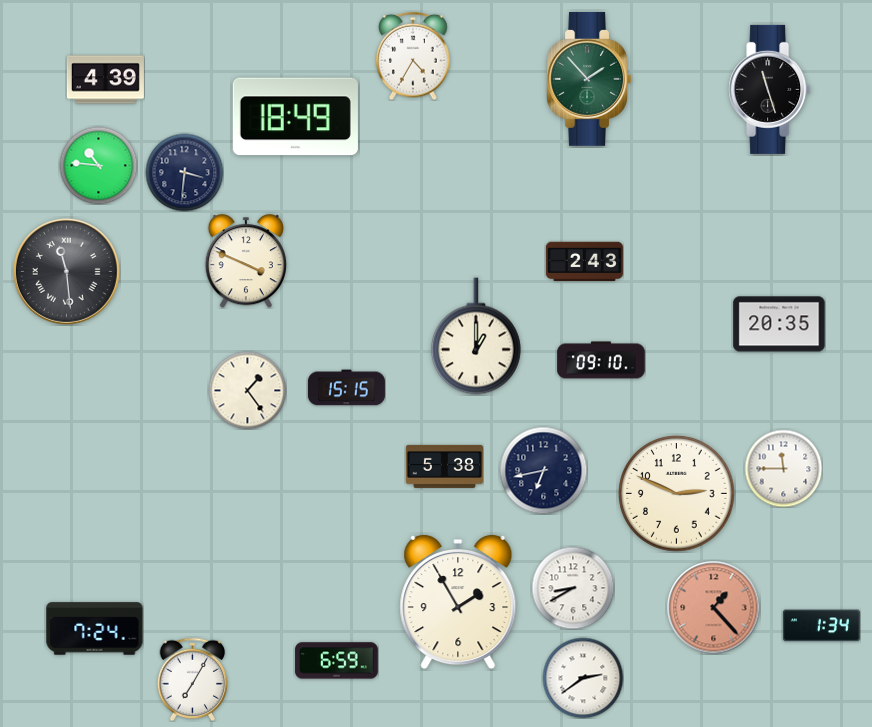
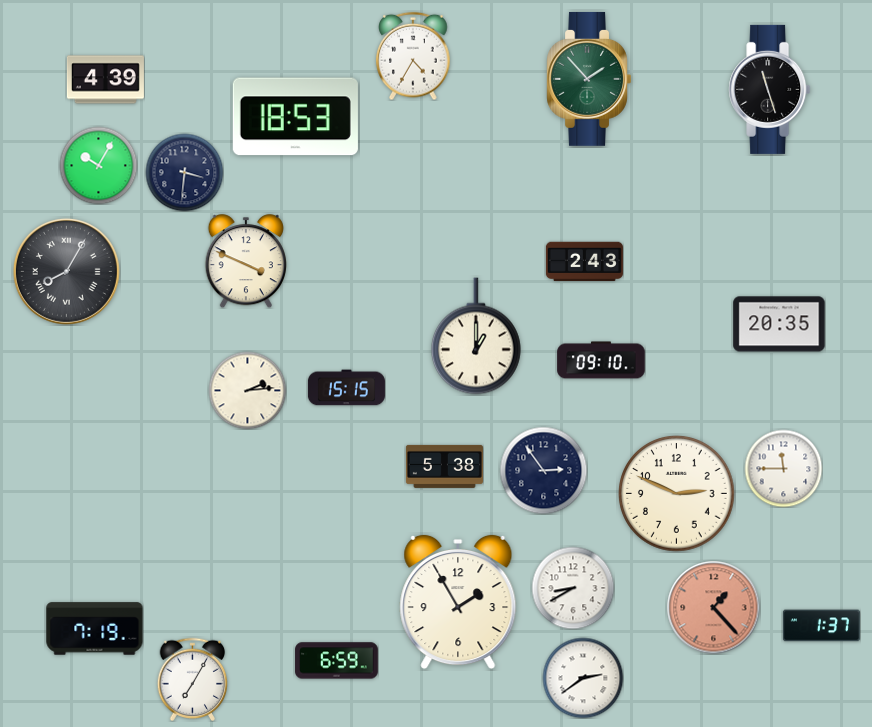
clock at (295, 117): 18:49 -> 18:53
clock at (98, 165): 10:46 -> 10:05
clock at (66, 271): 11:29 -> 8:05
clock at (247, 390): 1:24 -> 2:14
clock at (543, 470): 6:43 -> 2:54
clock at (821, 626): 1:34 -> 1:37
clock at (95, 629): 7:24 -> 7:19
